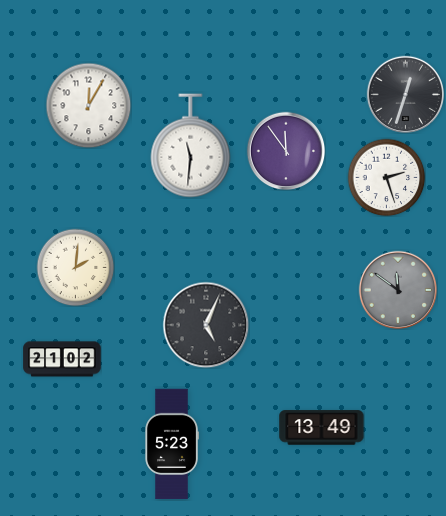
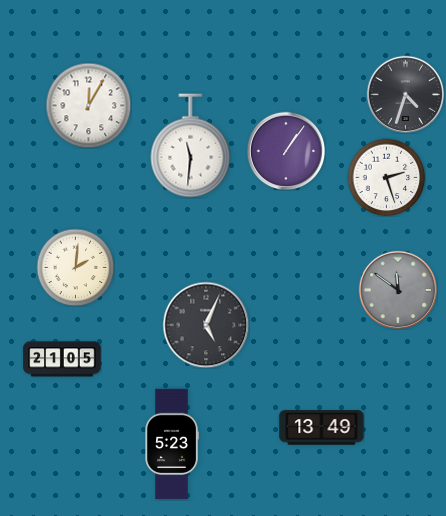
clock at (405, 94): 12:33 -> 4:33
clock at (286, 151): 11:54 -> 1:06
clock at (62, 359): 21:02 -> 21:05
